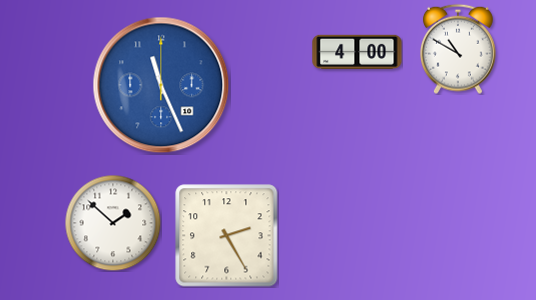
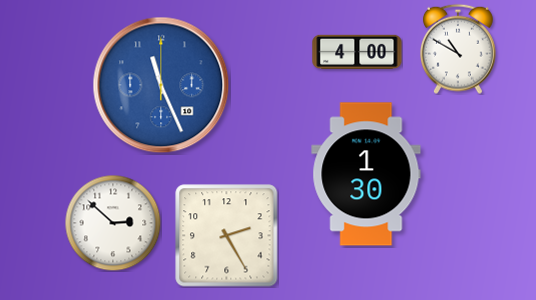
clock at (366, 174): none -> 1:30
clock at (113, 223): 1:52 -> 2:52
